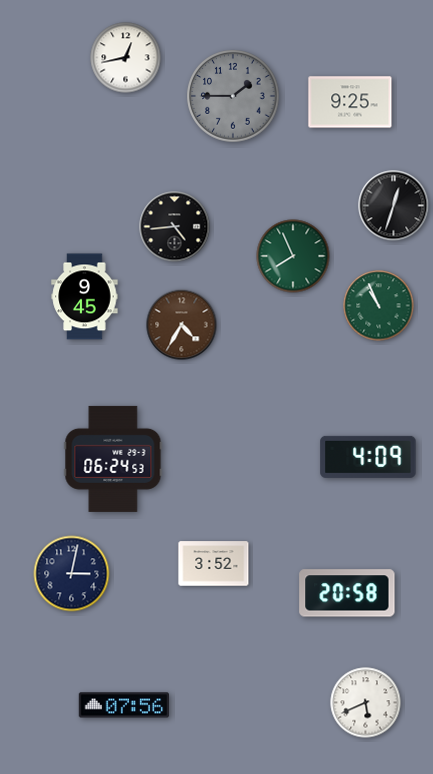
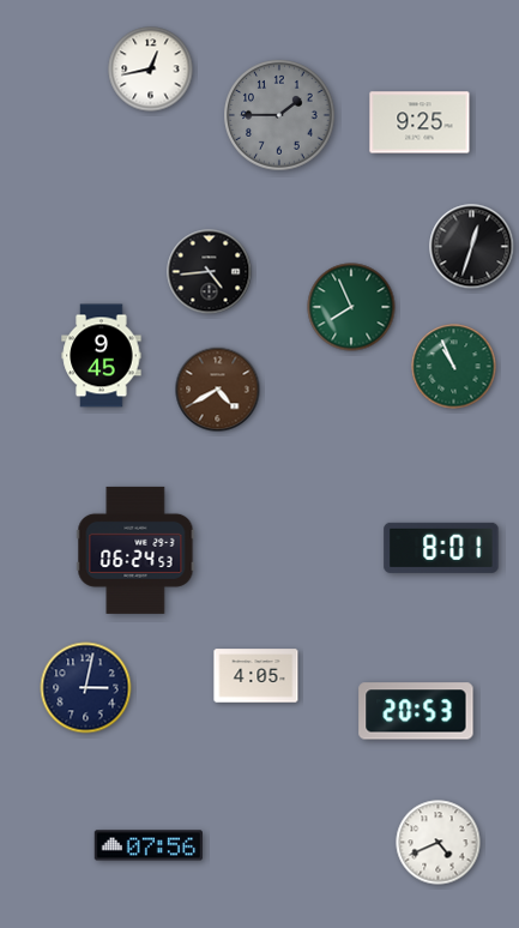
clock at (182, 325): 4:35 -> 4:40
clock at (368, 457): 4:09 -> 8:01
clock at (214, 564): 3:52 -> 4:05
clock at (347, 593): 20:58 -> 20:53
clock at (366, 703): 5:41 -> 4:41
